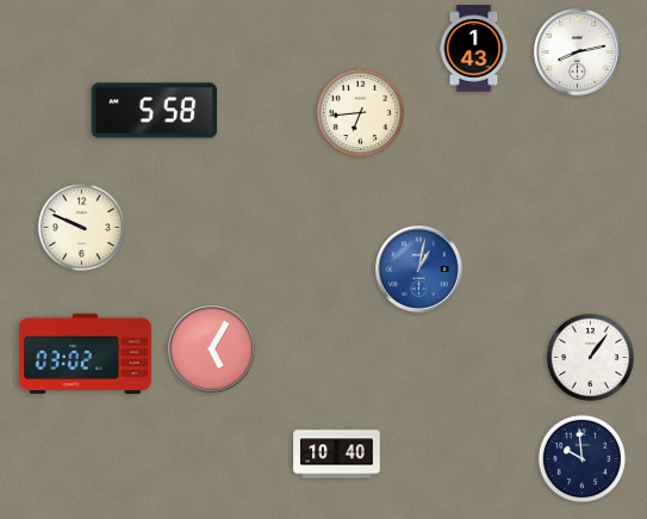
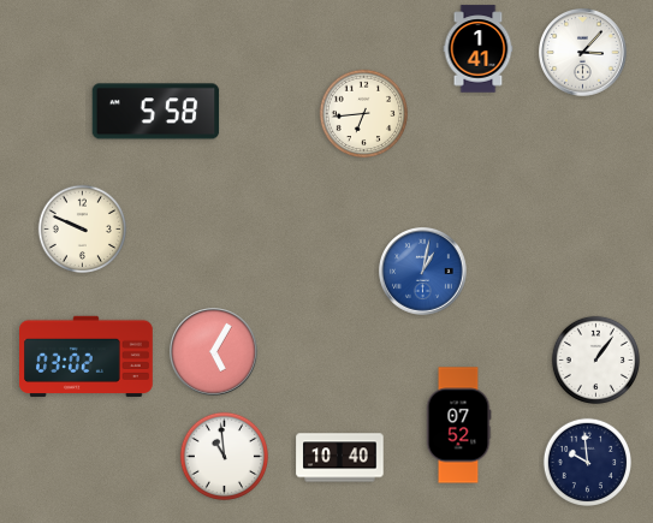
clock at (474, 49): 1:43 -> 1:41
clock at (578, 52): 8:13 -> 3:07
clock at (458, 426): none -> 07:52
clock at (224, 456): none -> 10:59
